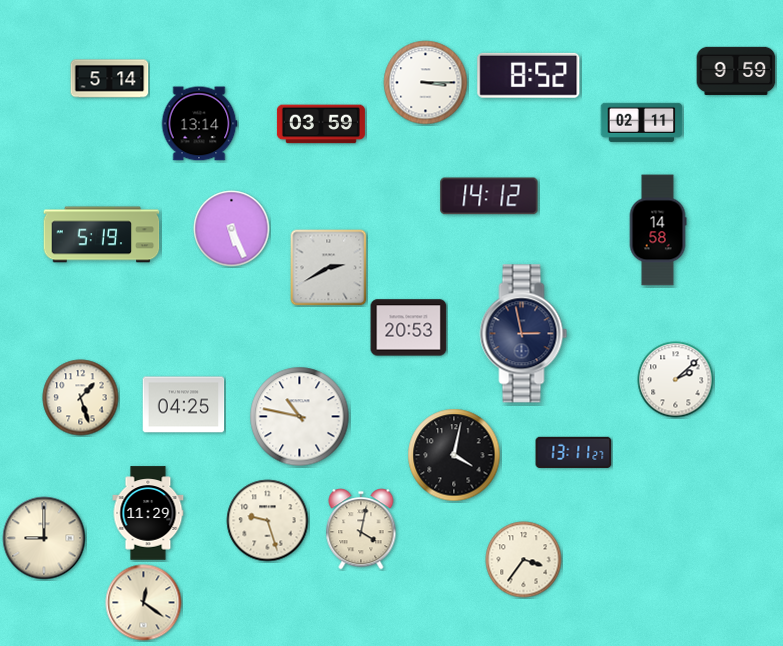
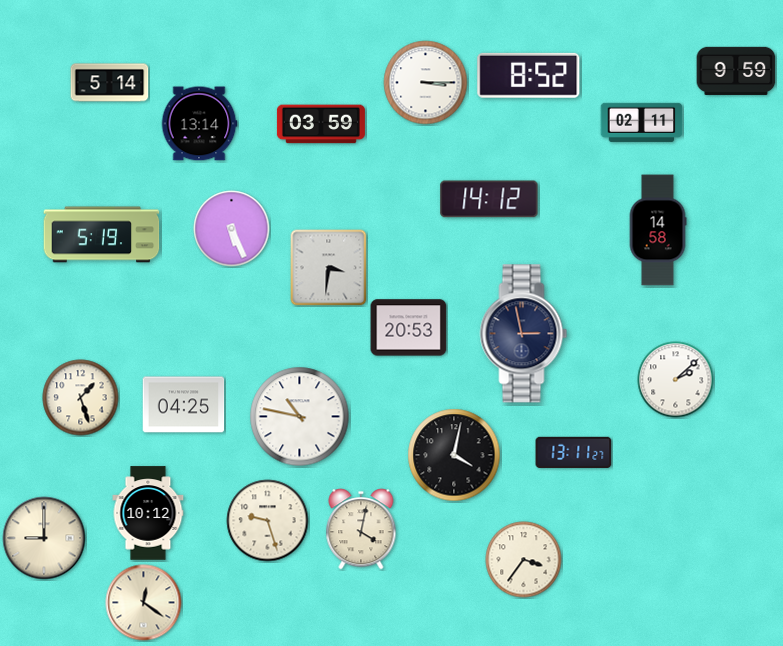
clock at (110, 79) position: (110, 79) -> (110, 83)
clock at (489, 196) position: (489, 196) -> (489, 199)
clock at (329, 268): 2:40 -> 3:31
clock at (148, 513): 11:29 -> 10:12
